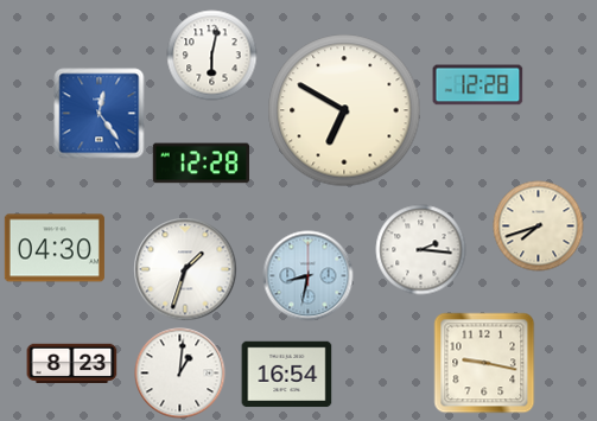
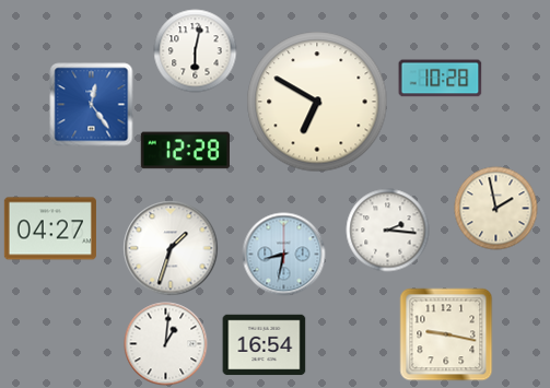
clock at (478, 85): 12:28 -> 10:28
clock at (539, 227): 7:42 -> 1:58
clock at (55, 248): 04:30 -> 04:27
clock at (72, 363): 8:23 -> none
